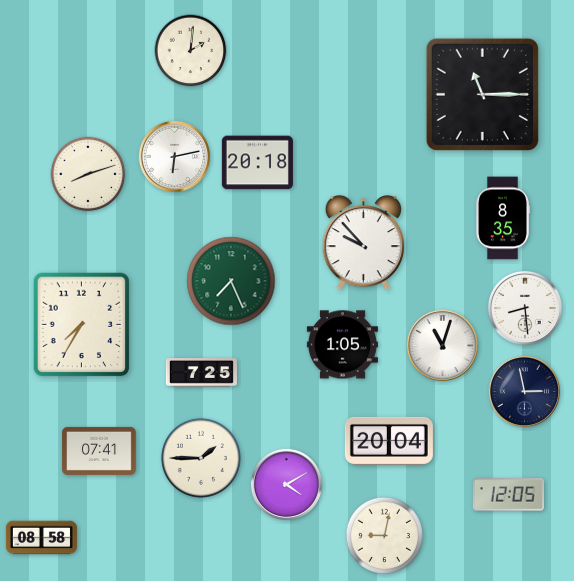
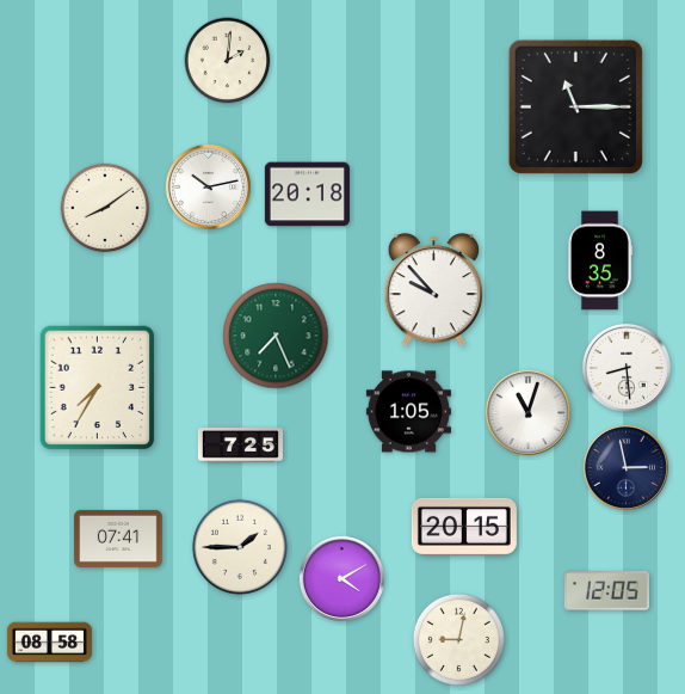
clock at (482, 94) position: (482, 94) -> (575, 106)
clock at (174, 156): 6:13 -> 10:13
clock at (88, 174): 8:12 -> 8:09
clock at (389, 441): 20:04 -> 20:15
